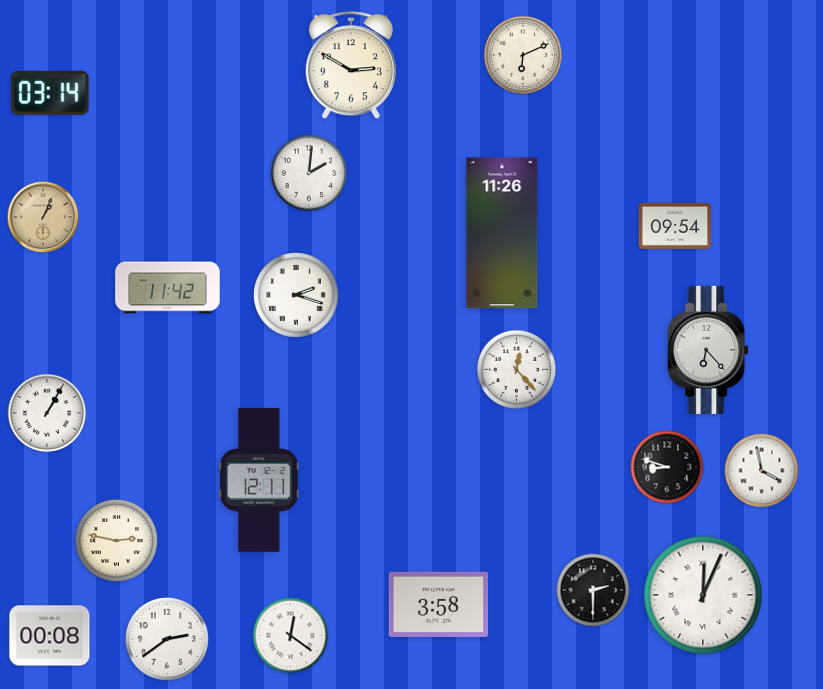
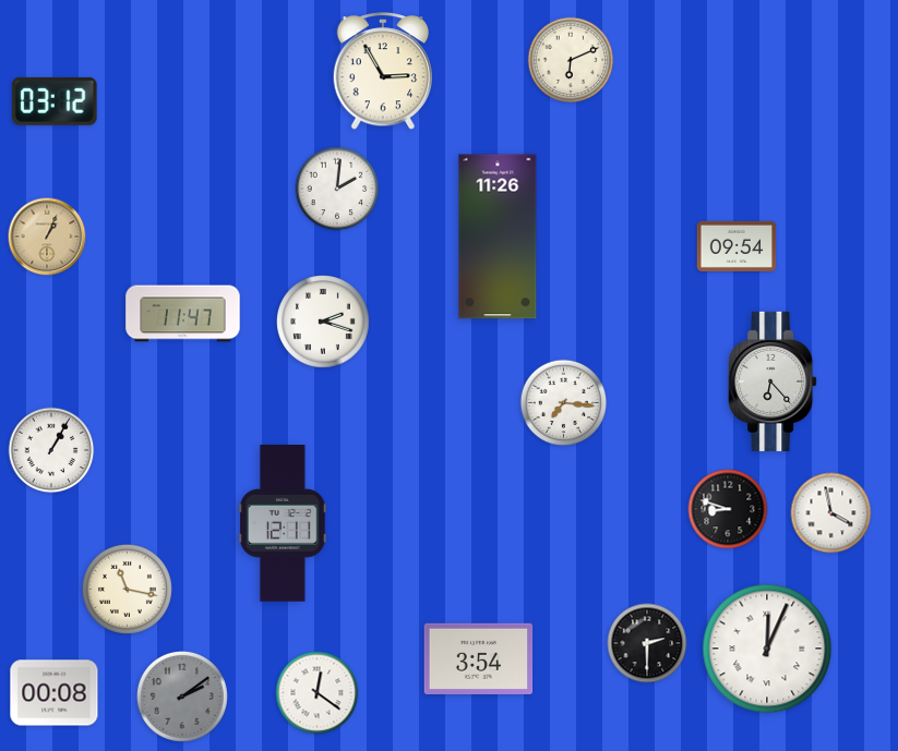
clock at (351, 66): 2:50 -> 2:55
clock at (50, 93): 03:14 -> 03:12
clock at (502, 233) position: (502, 233) -> (498, 237)
clock at (168, 288): 11:42 -> 11:47
clock at (517, 370): 12:23 -> 7:16
clock at (116, 540): 2:47 -> 11:17
clock at (439, 604): 3:58 -> 3:54
clock at (167, 639): 2:39 -> 2:09
clock at (167, 639) dial: white -> grey
